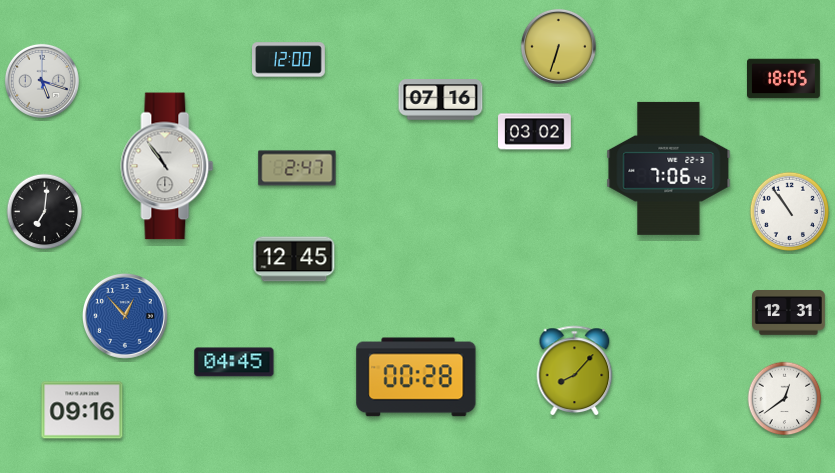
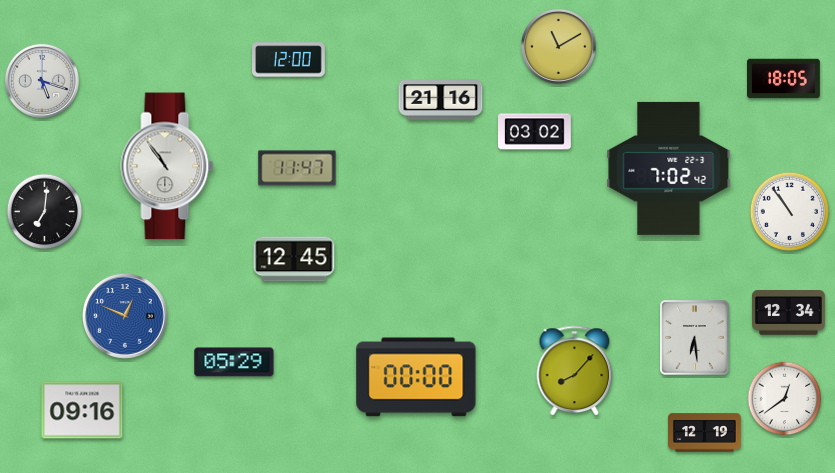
clock at (558, 46): 6:33 -> 11:10
clock at (441, 100): 07:16 -> 21:16
clock at (297, 168): 2:47 -> 11:47
clock at (669, 168): 7:06 -> 7:02
clock at (789, 313): 12:31 -> 12:34
clock at (125, 316): 12:53 -> 12:49
clock at (695, 338): none -> 6:29
clock at (234, 362): 04:45 -> 05:29
clock at (416, 377): 00:28 -> 00:00
clock at (705, 433): none -> 12:19
